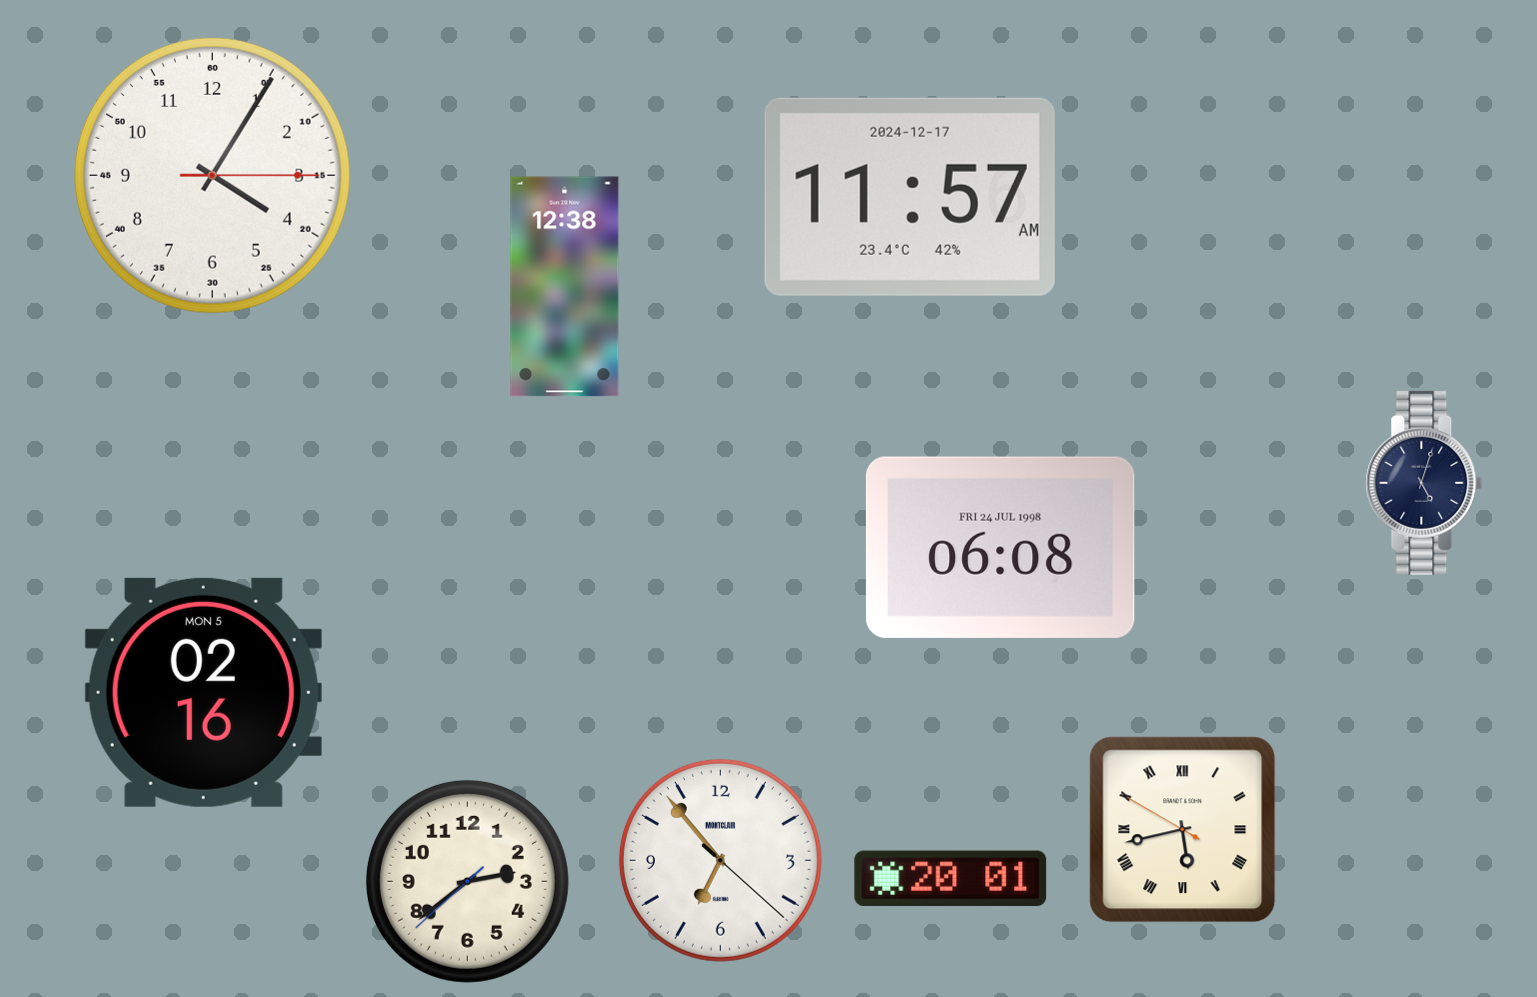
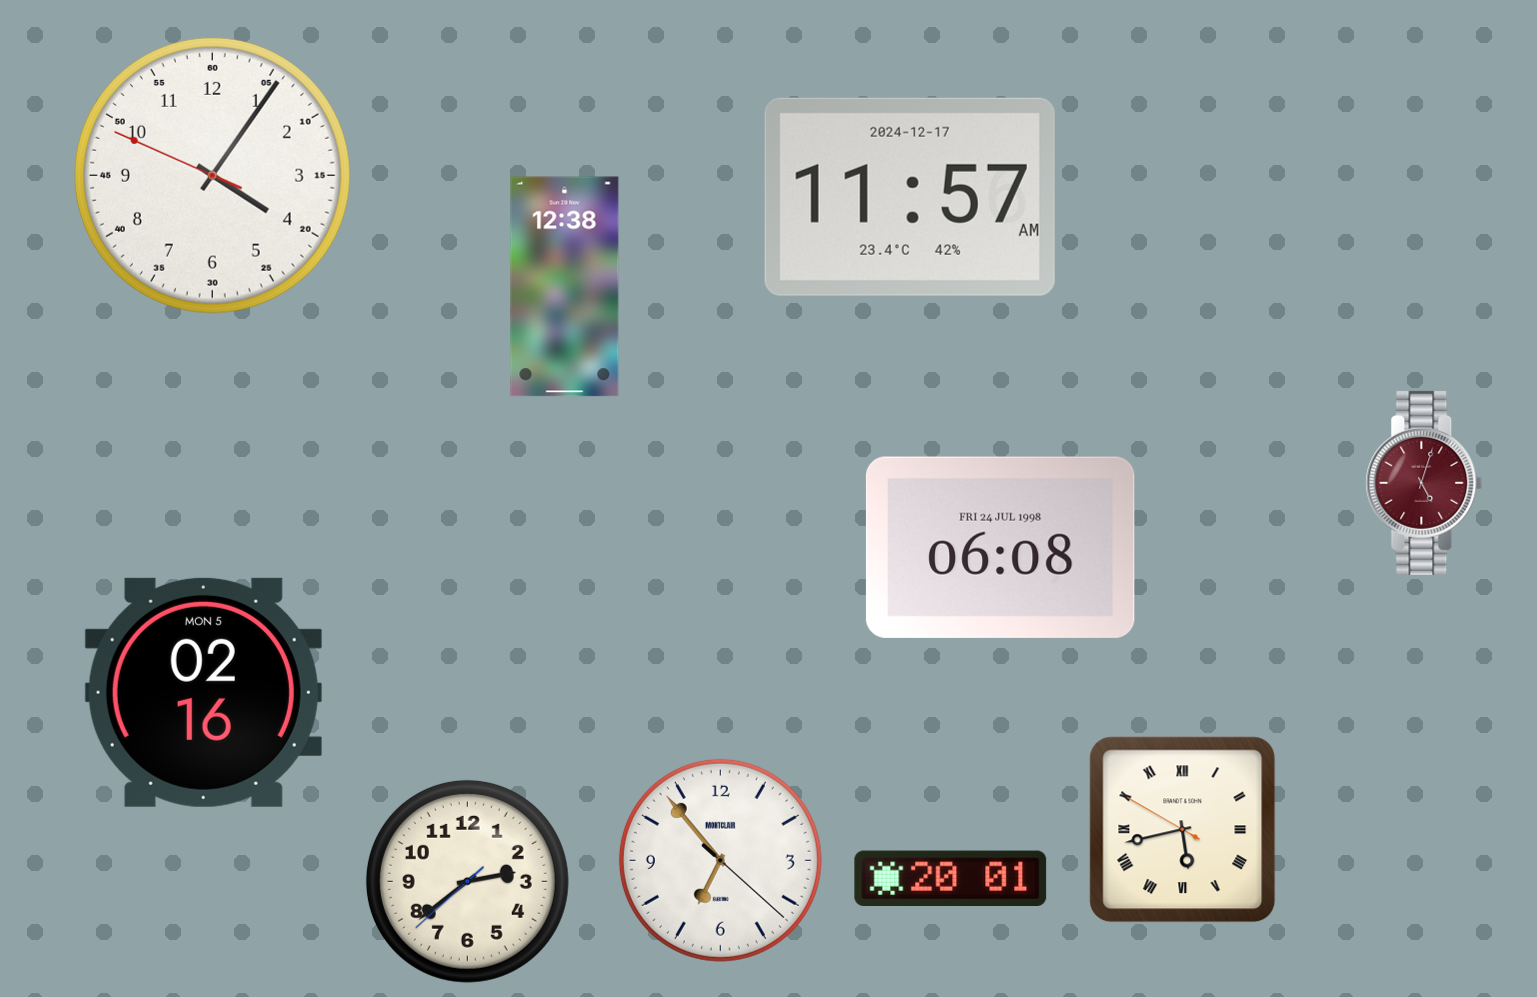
clock at (212, 175): 4:05:15 -> 4:05:49
clock at (1424, 483) dial: navy -> burgundy
